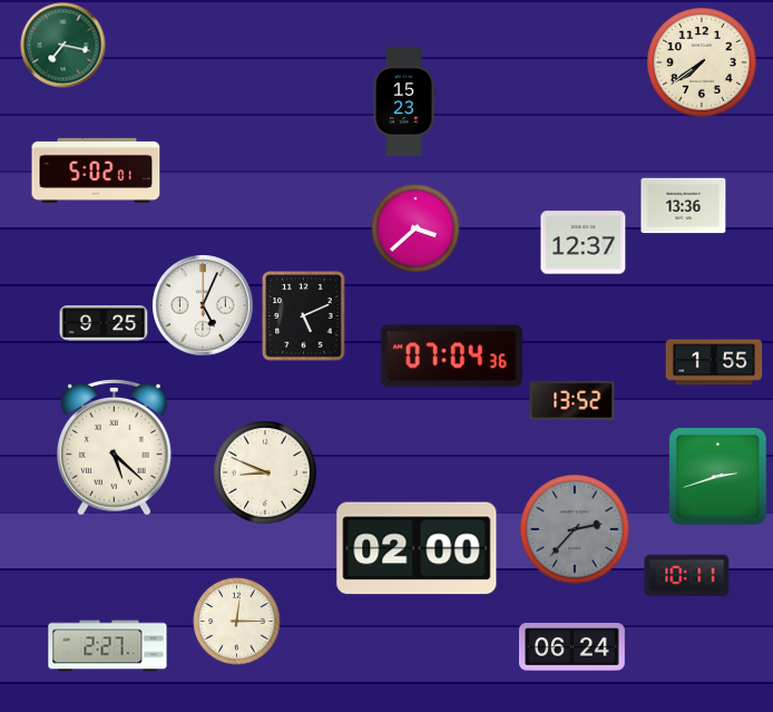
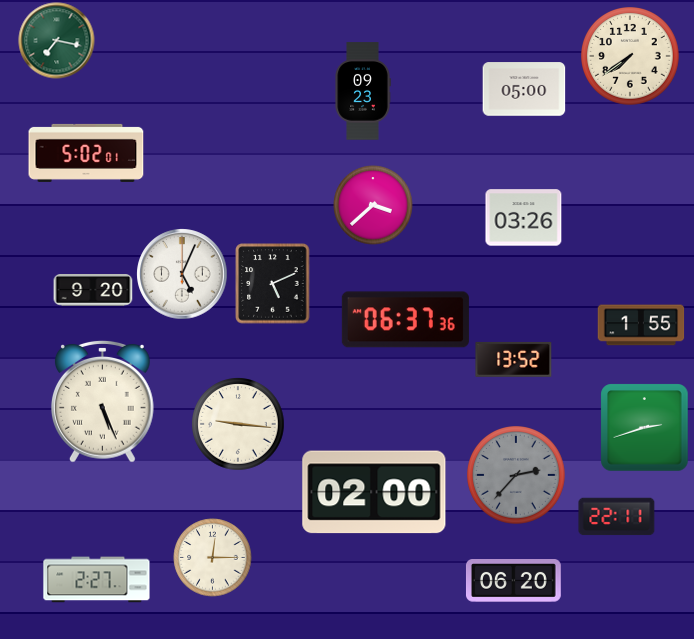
clock at (524, 89): none -> 05:00
clock at (404, 101): 15:23 -> 09:23
clock at (684, 206): 13:36 -> none
clock at (584, 243): 12:37 -> 03:26
clock at (104, 324): 9:25 -> 9:20
clock at (451, 357): 07:04 -> 06:37
clock at (115, 448): 5:22 -> 5:26
clock at (265, 472): 8:49 -> 9:16
clock at (687, 576): 10:11 -> 22:11
clock at (571, 647): 06:24 -> 06:20
